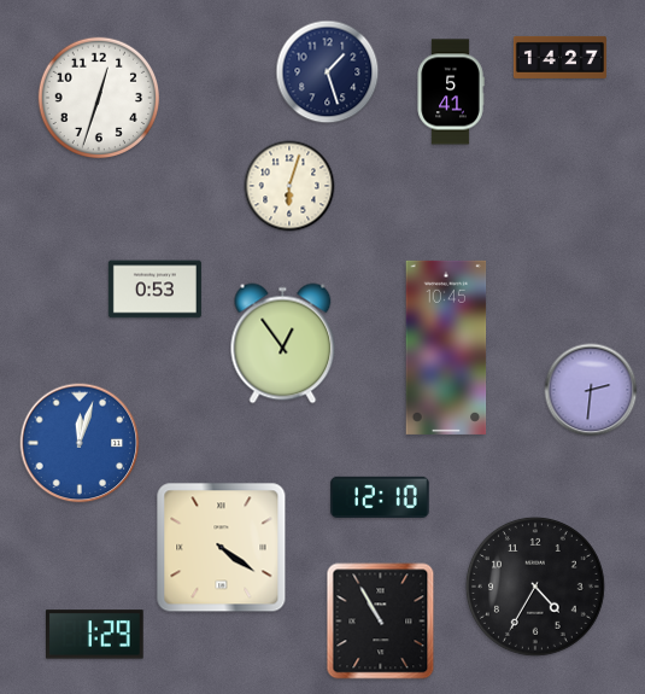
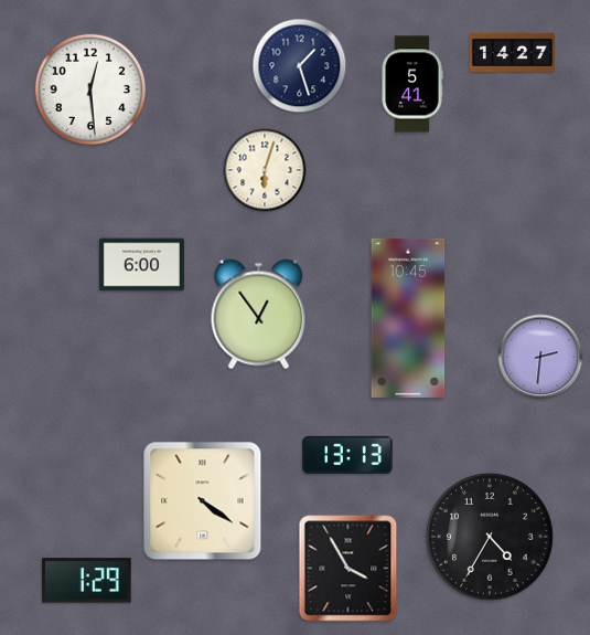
clock at (98, 97): 12:33 -> 12:29
clock at (154, 290): 0:53 -> 6:00
clock at (80, 443): 12:03 -> none
clock at (380, 497): 12:10 -> 13:13
clock at (381, 622): 10:55 -> 3:55
